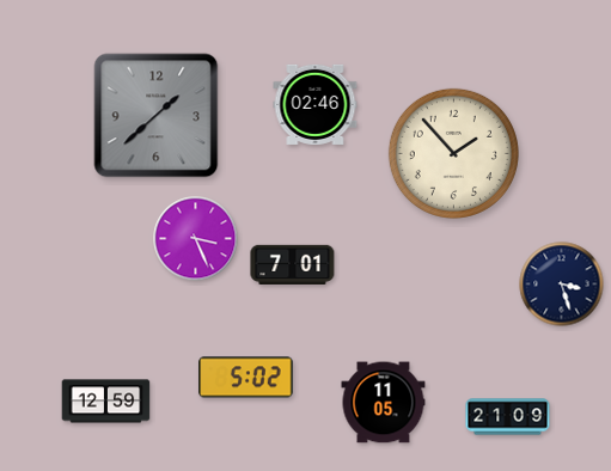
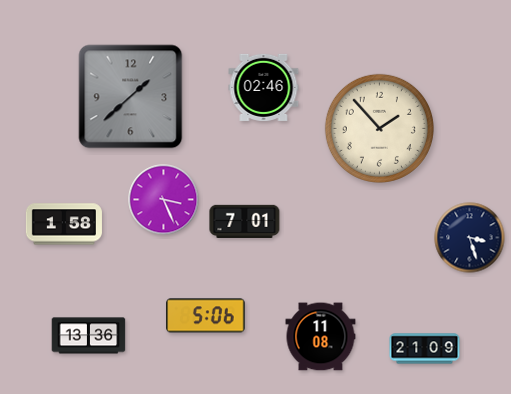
clock at (64, 224): none -> 1:58
clock at (246, 378): 5:02 -> 5:06
clock at (106, 402): 12:59 -> 13:36
clock at (384, 403): 11:05 -> 11:08
